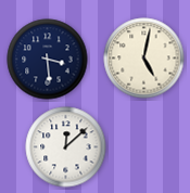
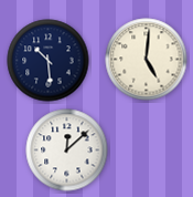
clock at (144, 59): 5:02 -> 5:01
clock at (48, 60): 3:29 -> 10:29
